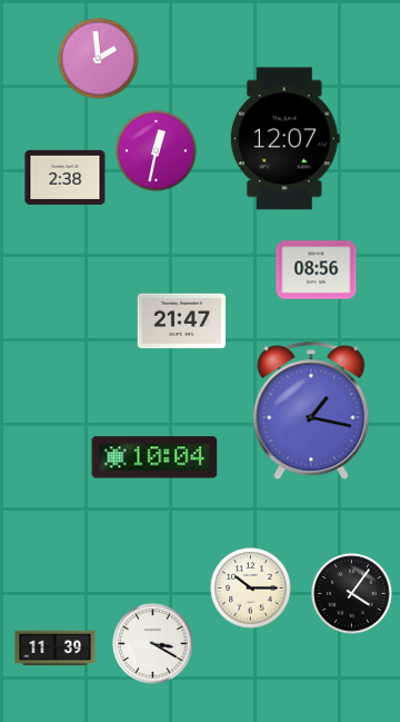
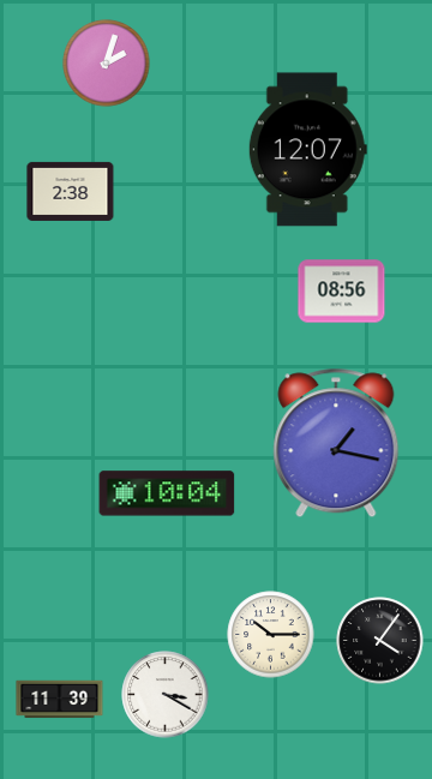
clock at (99, 59): 1:59 -> 2:03
clock at (157, 151): 12:32 -> none
clock at (182, 322): 21:47 -> none
